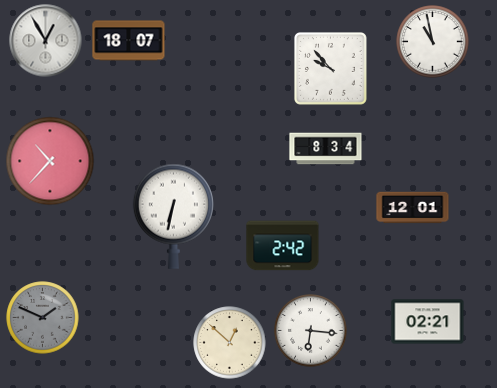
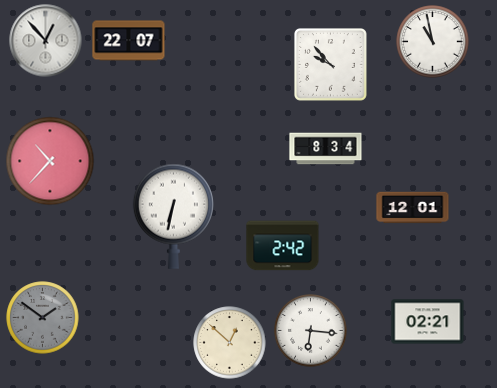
clock at (46, 41): 12:55 -> 12:53
clock at (129, 41): 18:07 -> 22:07
clock at (331, 69) position: (331, 69) -> (331, 65)
clock at (43, 318): 1:49 -> 1:51
